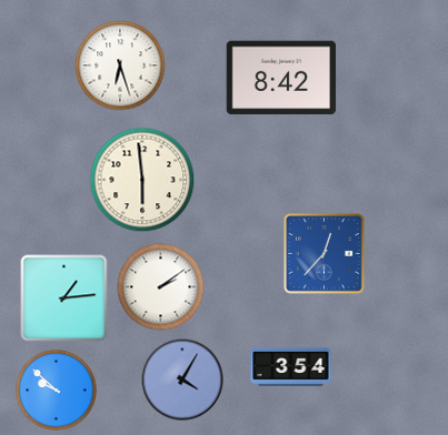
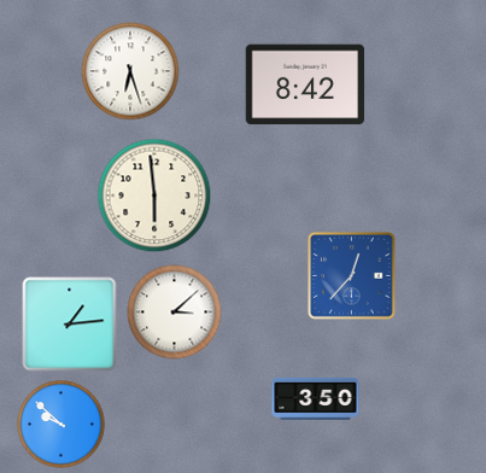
clock at (161, 287): 2:09 -> 3:08
clock at (291, 366): 3:54 -> 3:50
clock at (182, 380): 4:05 -> none
